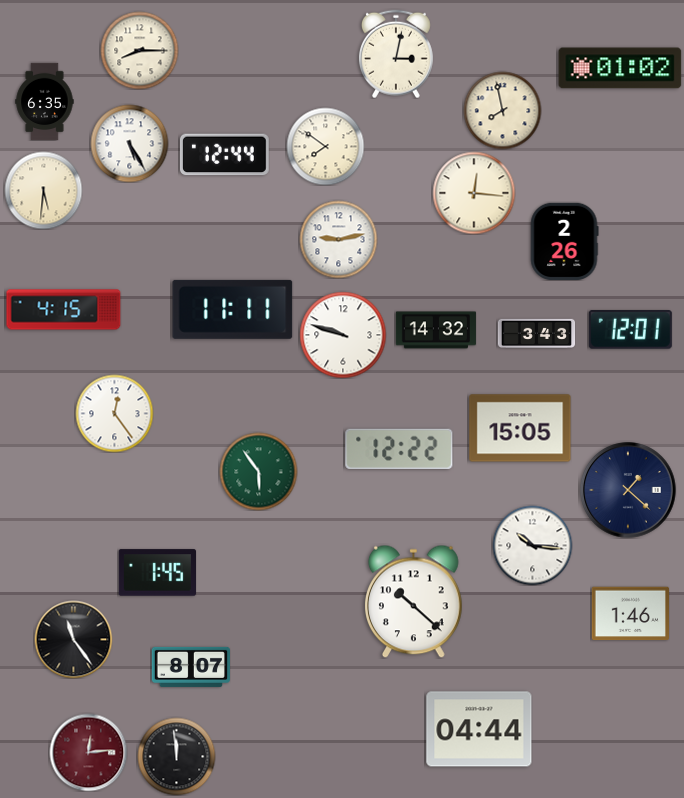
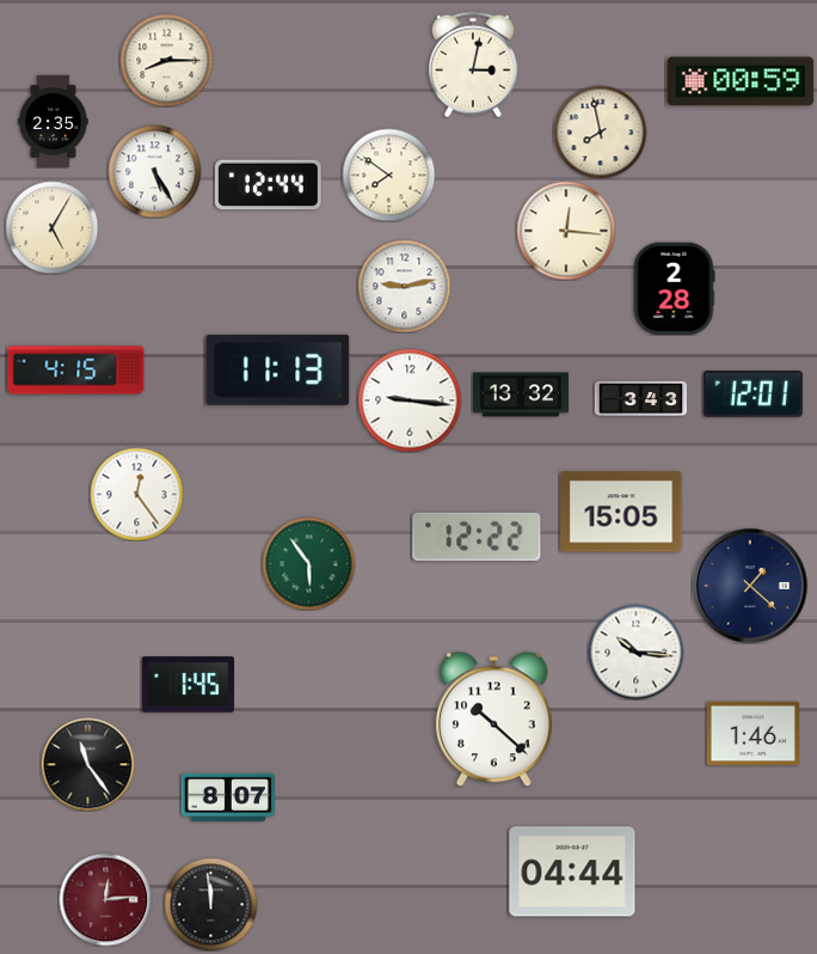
clock at (620, 68): 01:02 -> 00:59
clock at (45, 101): 6:35 -> 2:35
clock at (43, 190): 5:31 -> 5:05
clock at (564, 241): 2:26 -> 2:28
clock at (233, 309): 11:11 -> 11:13
clock at (436, 330): 14:32 -> 13:32
clock at (343, 335): 9:48 -> 9:16
